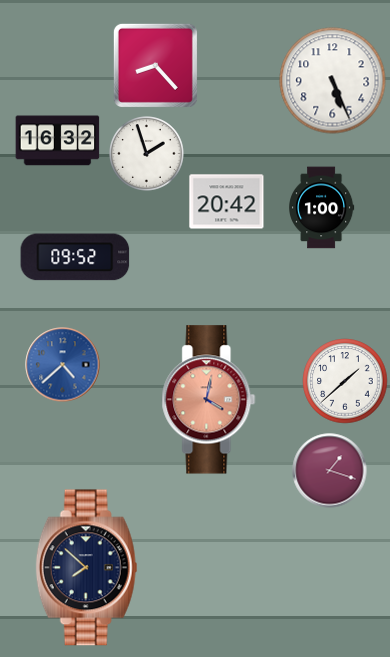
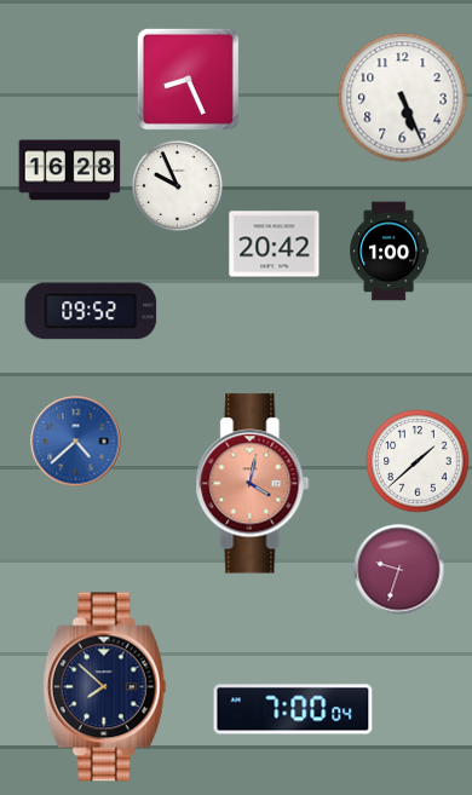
clock at (155, 65): 8:23 -> 8:26
clock at (58, 141): 16:32 -> 16:28
clock at (147, 154): 1:57 -> 9:56
clock at (330, 471): 1:18 -> 9:33
clock at (293, 709): none -> 7:00
